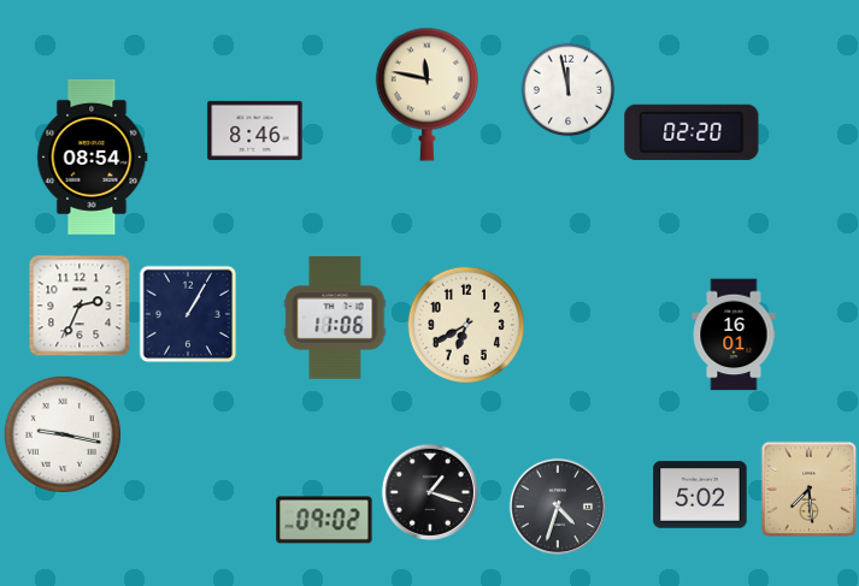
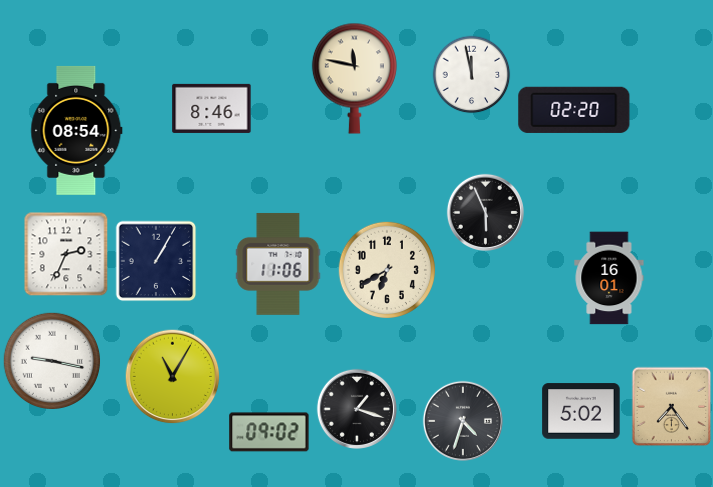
clock at (485, 212): none -> 5:56
clock at (173, 377): none -> 11:05
clock at (810, 490): 7:29 -> 7:24
